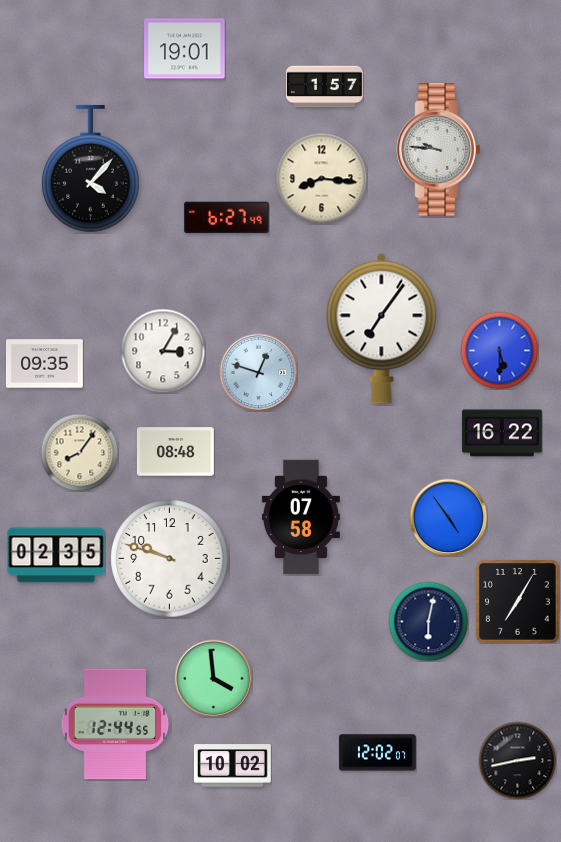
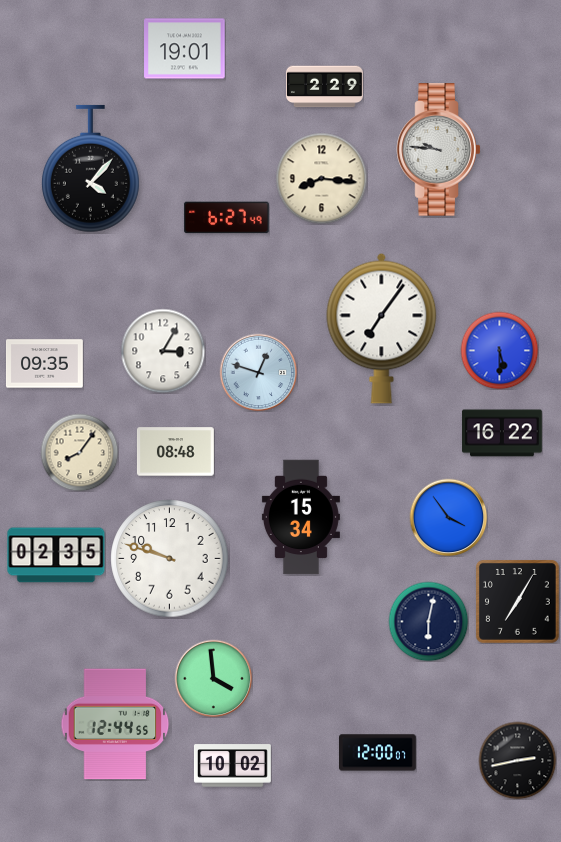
clock at (325, 87): 1:57 -> 2:29
clock at (301, 517): 07:58 -> 15:34
clock at (448, 517): 4:54 -> 3:54
clock at (378, 753): 12:02 -> 12:00
